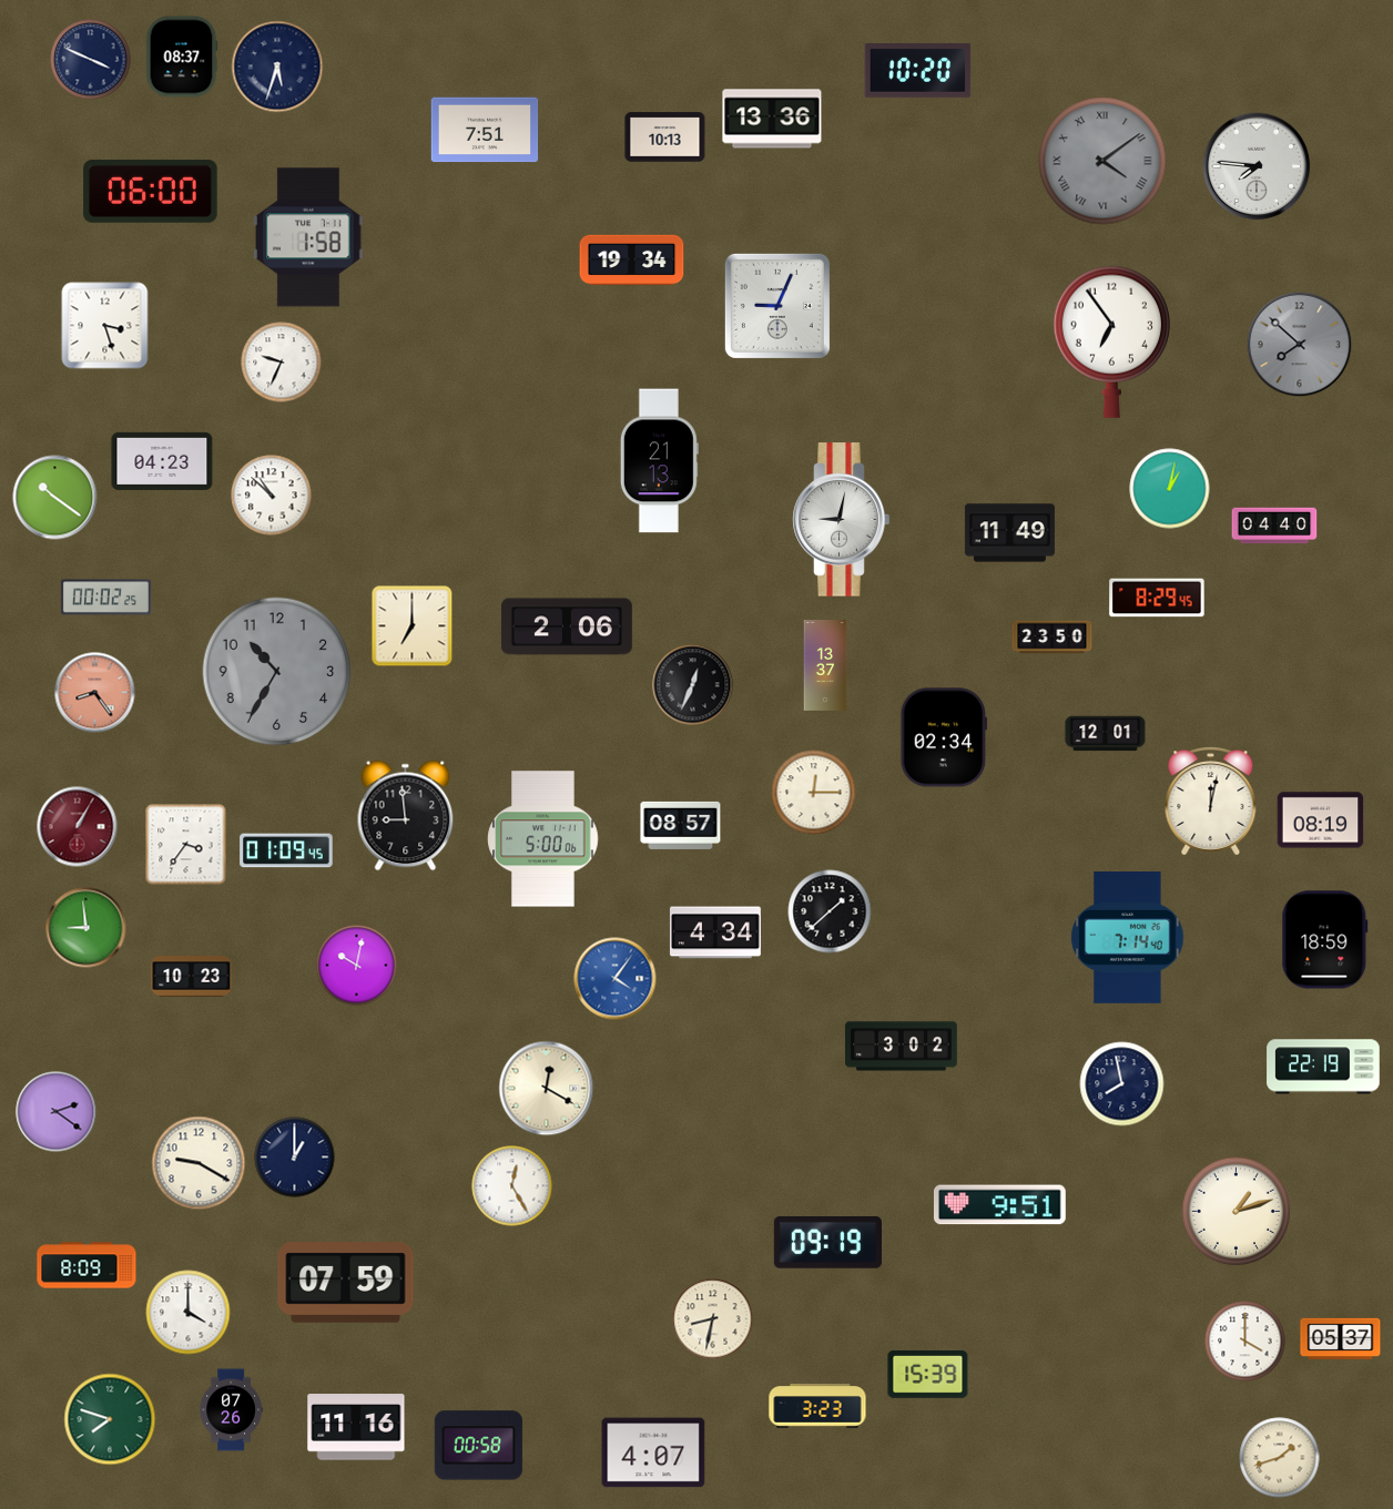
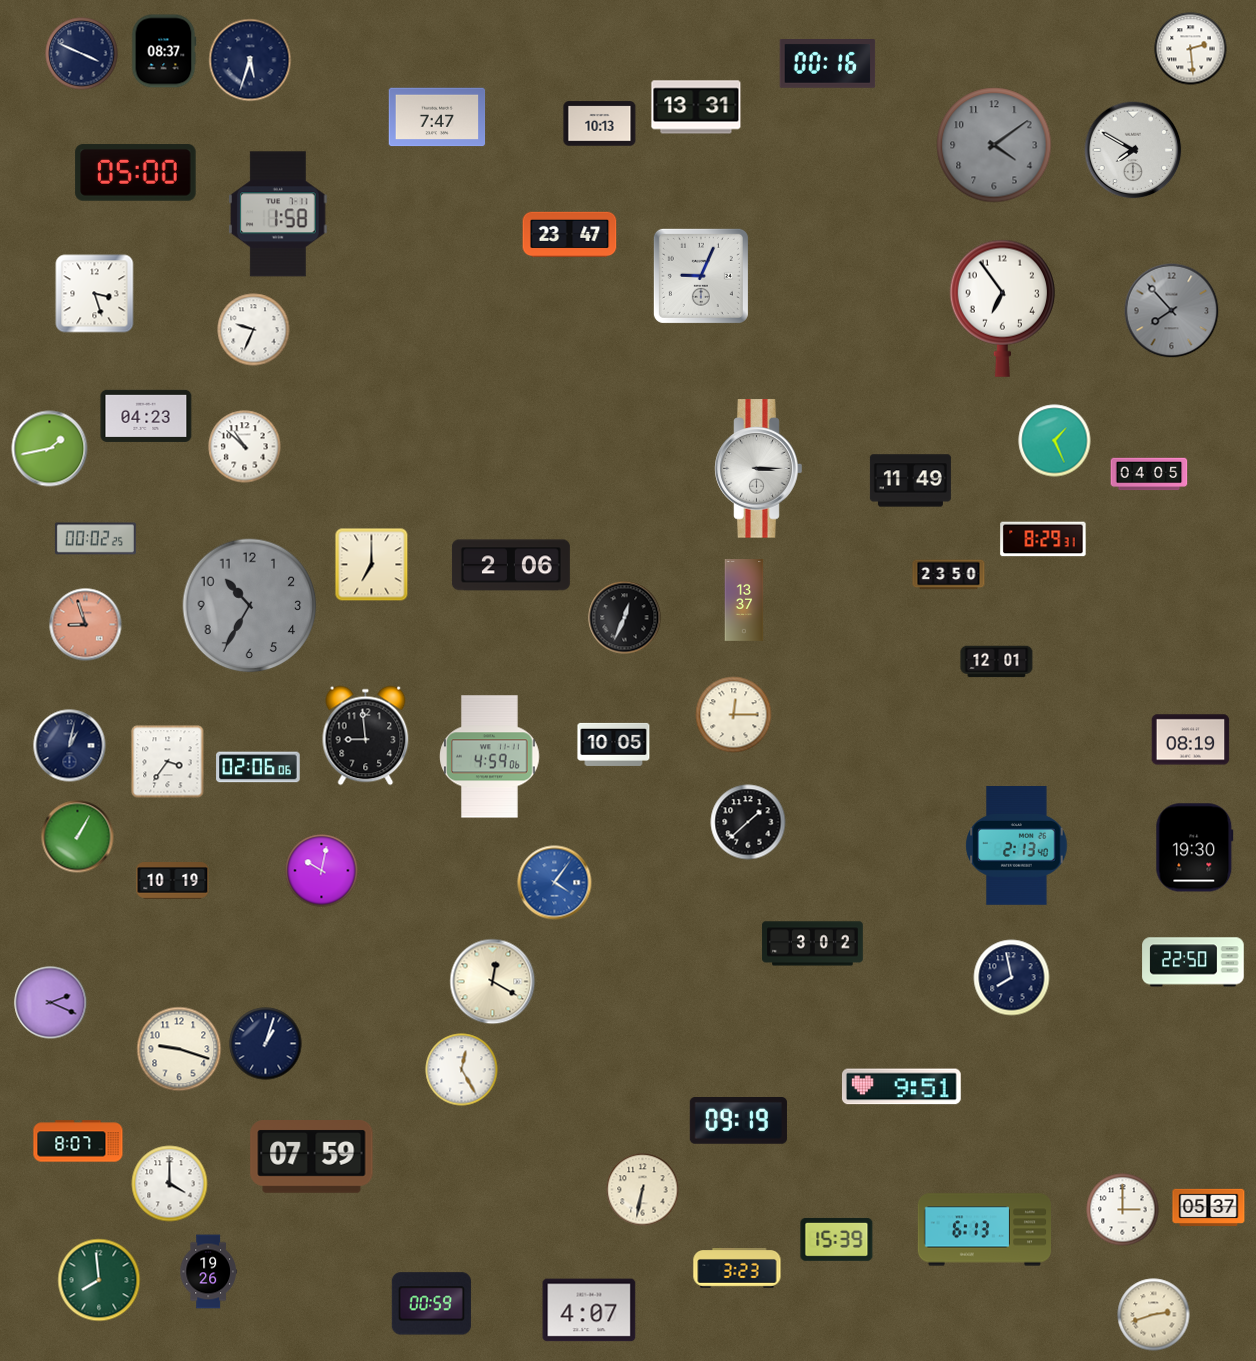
clock at (1191, 49): none -> 2:29
clock at (918, 71): 10:20 -> 00:16
clock at (772, 119): 13:36 -> 13:31
clock at (485, 130): 7:51 -> 7:47
clock at (1102, 161) numerals: Roman -> Arabic
clock at (1257, 166): 7:46 -> 7:50
clock at (151, 192): 06:00 -> 05:00
clock at (632, 261): 19:34 -> 23:47
clock at (1300, 345): 7:52 -> 7:53
clock at (282, 363) position: (282, 363) -> (254, 330)
clock at (659, 461): 21:13 -> none
clock at (1170, 489): 1:02 -> 1:26
clock at (55, 498): 10:21 -> 1:43
clock at (842, 520): 9:02 -> 3:15
clock at (1274, 526): 04:40 -> 04:05
clock at (1157, 598): 8:29:45 -> 8:29:31
clock at (95, 693): 8:24 -> 8:57
clock at (944, 737): 02:34 -> none
clock at (1211, 802): 12:02 -> none
clock at (681, 825): 08:57 -> 10:05
clock at (78, 827): 1:05 -> 1:02
clock at (78, 827) dial: burgundy -> navy
clock at (543, 839): 5:00 -> 4:59
clock at (286, 850): 01:09 -> 02:06
clock at (87, 928): 8:59 -> 1:05
clock at (715, 932): 4:34 -> none
clock at (1128, 938): 7:14 -> 2:13
clock at (1325, 940): 18:59 -> 19:30
clock at (192, 977): 10:23 -> 10:19
clock at (1323, 1067): 22:19 -> 22:50
clock at (57, 1112): 2:21 -> 2:19
clock at (295, 1158): 1:00 -> 1:03
clock at (199, 1163): 9:20 -> 9:18
clock at (1236, 1211): 1:12 -> none
clock at (827, 1243) position: (827, 1243) -> (738, 1121)
clock at (87, 1265): 8:09 -> 8:07
clock at (713, 1319): 8:32 -> 6:32
clock at (1245, 1342): 4:00 -> 3:00
clock at (984, 1230): none -> 6:13
clock at (231, 1410): 07:26 -> 19:26
clock at (110, 1419): 7:48 -> 7:59
clock at (356, 1427): 11:16 -> none
clock at (478, 1446): 00:58 -> 00:59
clock at (1280, 1458): 1:42 -> 2:42
